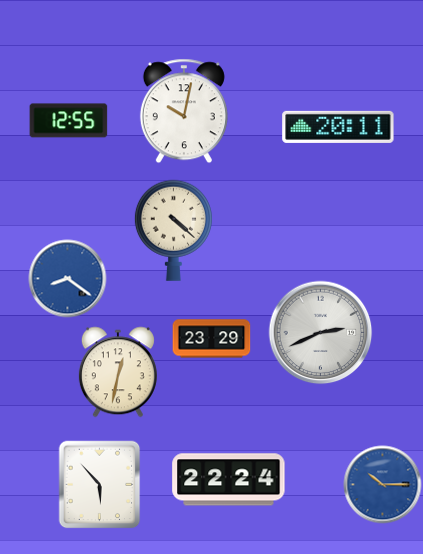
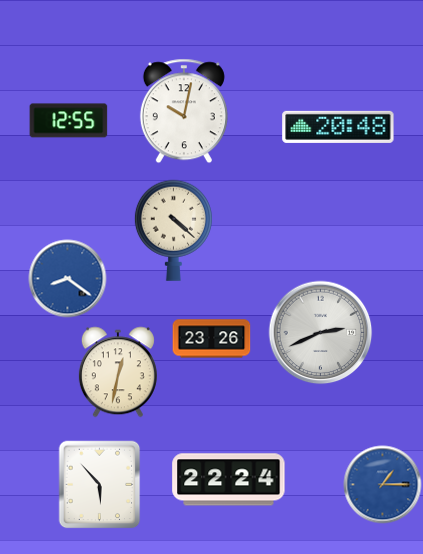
clock at (338, 127): 20:11 -> 20:48
clock at (211, 339): 23:29 -> 23:26
clock at (382, 484): 10:15 -> 1:15
